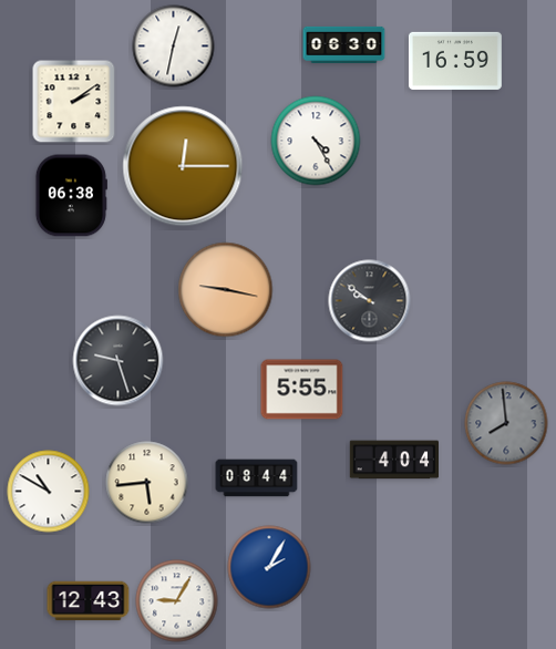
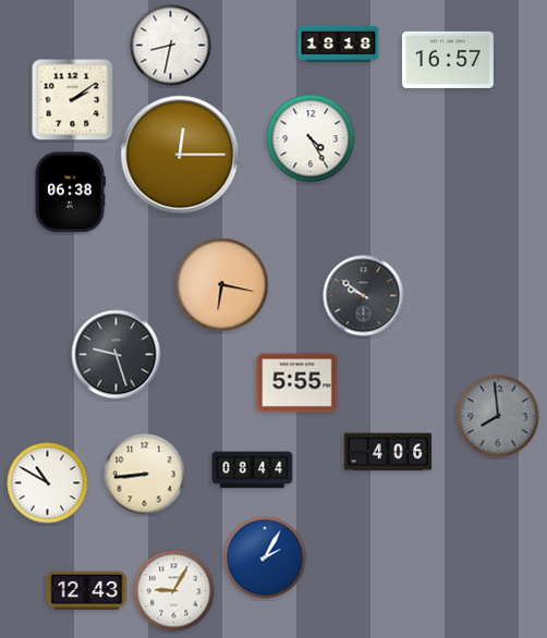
clock at (344, 44): 06:30 -> 18:18
clock at (174, 47): 12:32 -> 8:32
clock at (455, 61): 16:59 -> 16:57
clock at (183, 166) position: (183, 166) -> (180, 155)
clock at (226, 290): 9:17 -> 6:17
clock at (394, 460): 4:04 -> 4:06
clock at (147, 483): 5:44 -> 8:44
